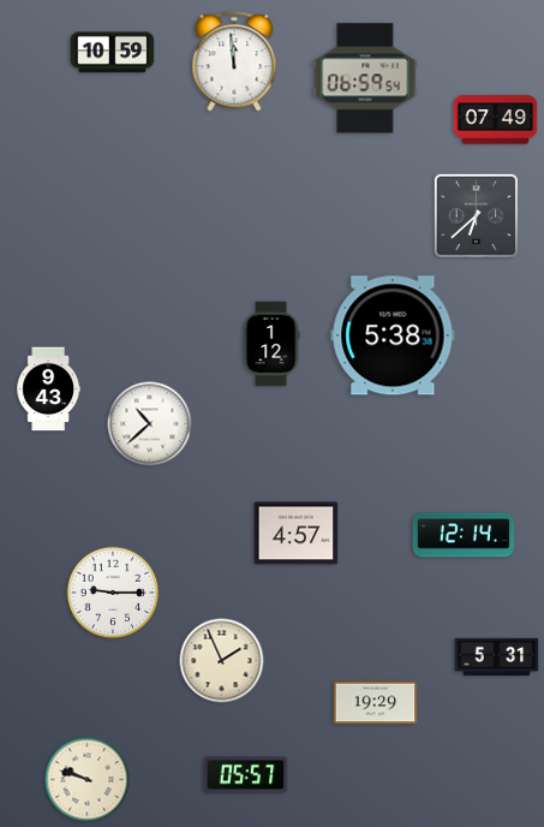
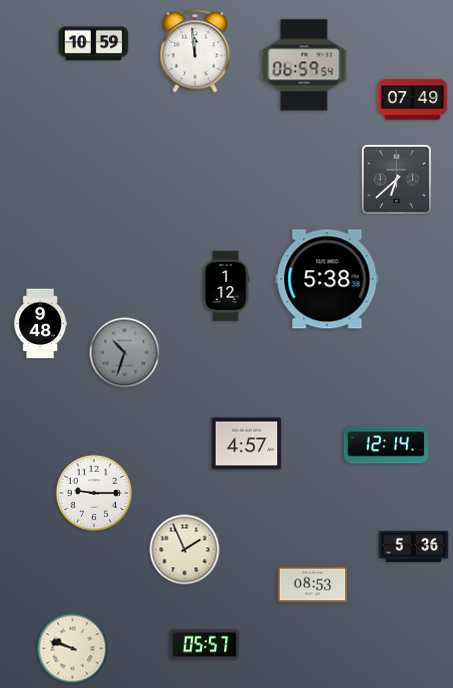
clock at (48, 389): 9:43 -> 9:48
clock at (150, 424): 10:38 -> 10:33
clock at (150, 424) dial: white -> grey
clock at (497, 658): 5:31 -> 5:36
clock at (376, 703): 19:29 -> 08:53
